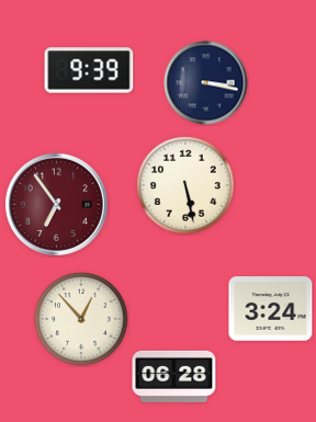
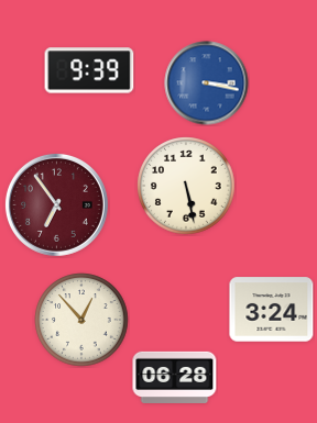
clock at (206, 83) dial: navy -> blue
